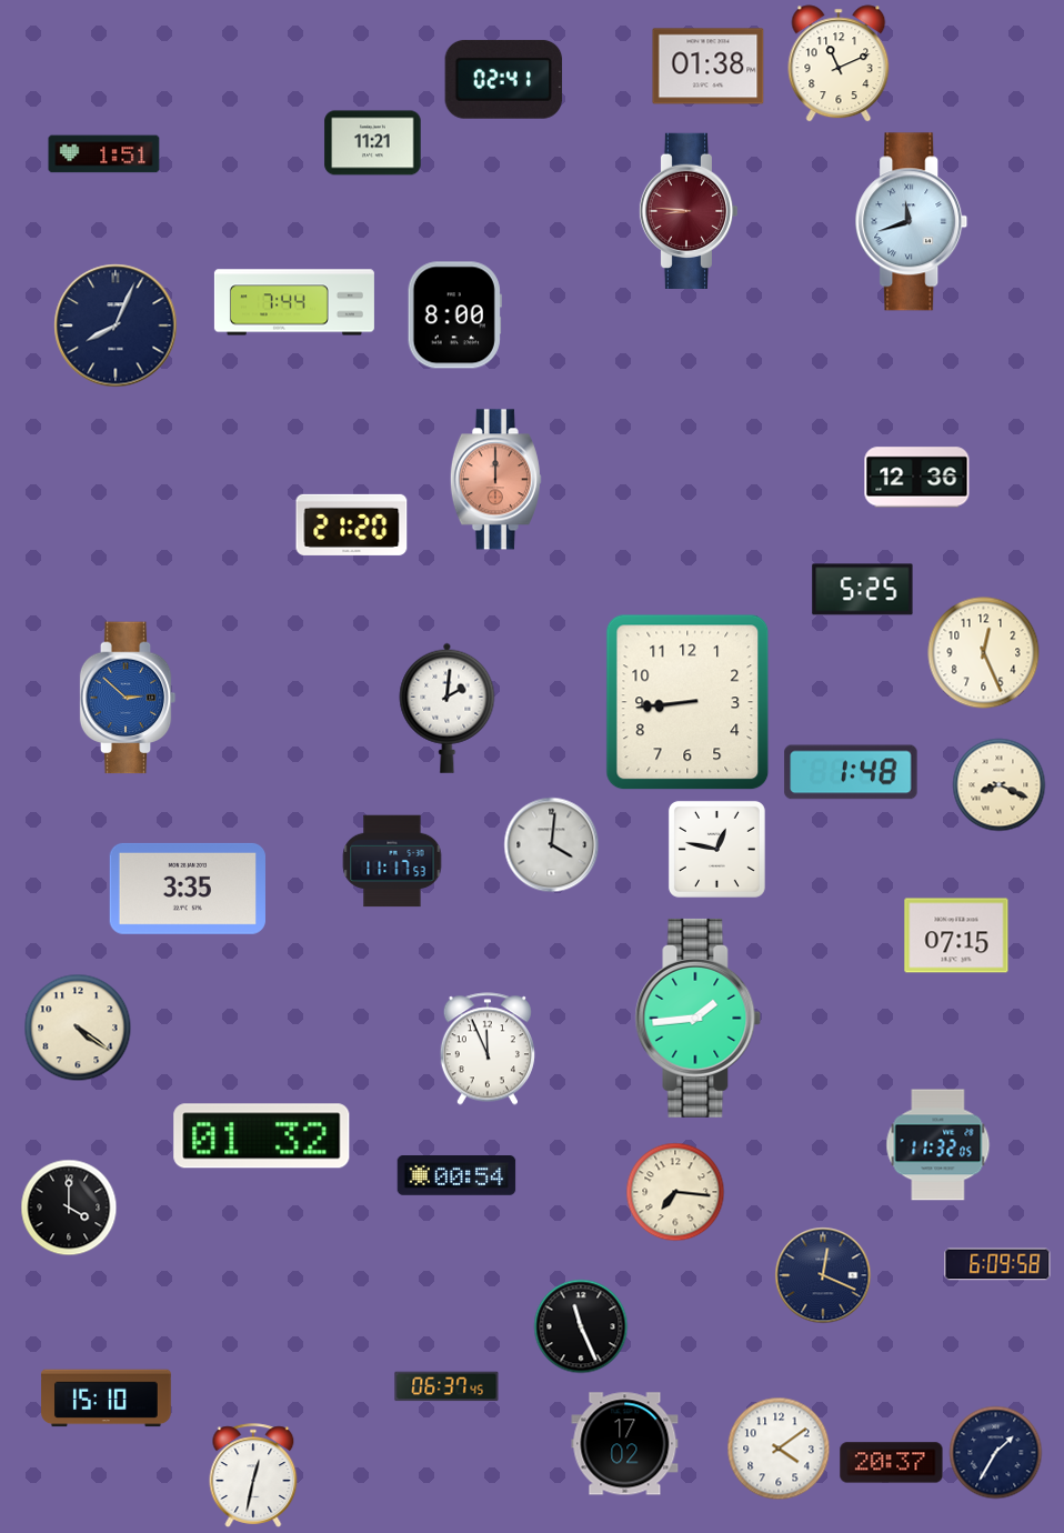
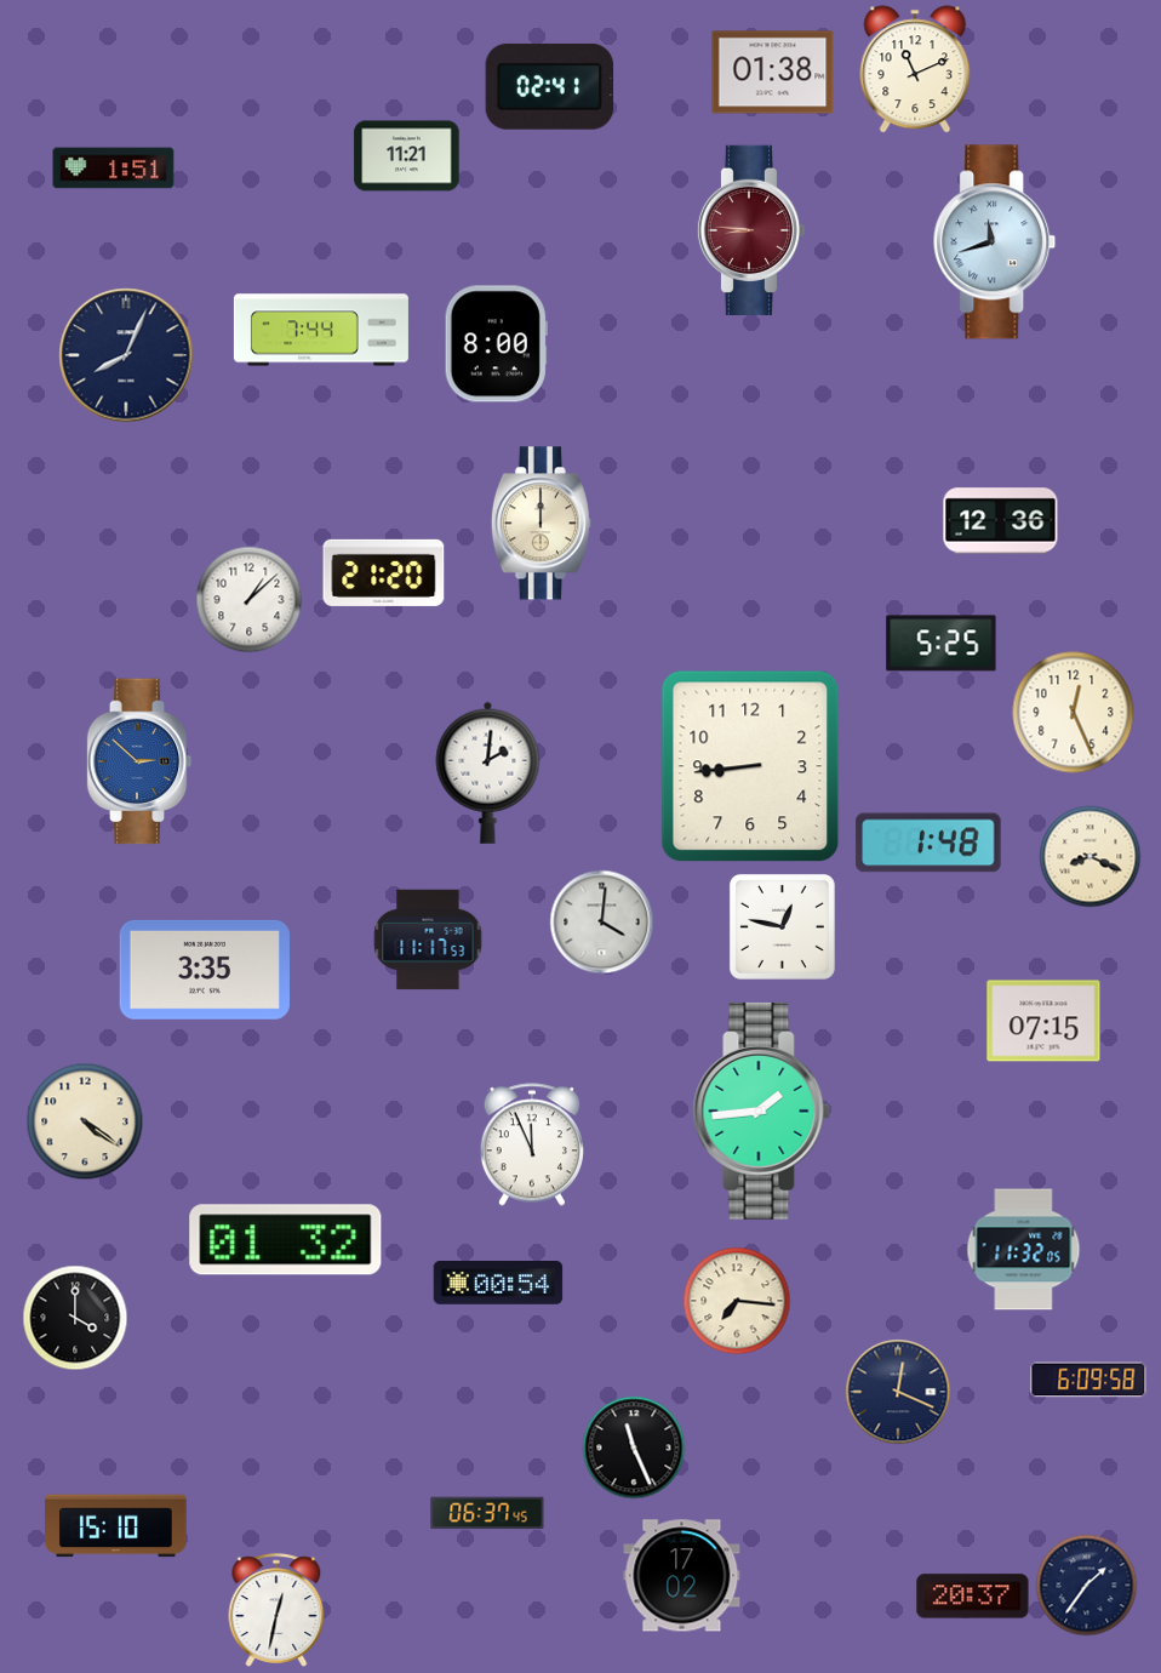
clock at (495, 480) dial: salmon -> cream
clock at (250, 600): none -> 1:08
clock at (779, 1449): 4:09 -> none
clock at (996, 1453): 1:35 -> 1:36
